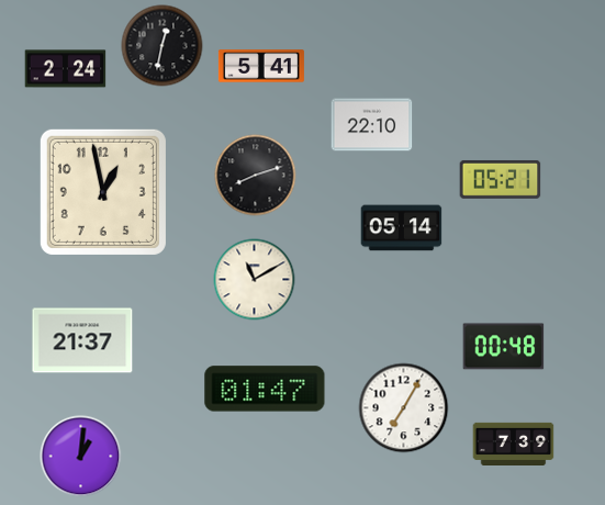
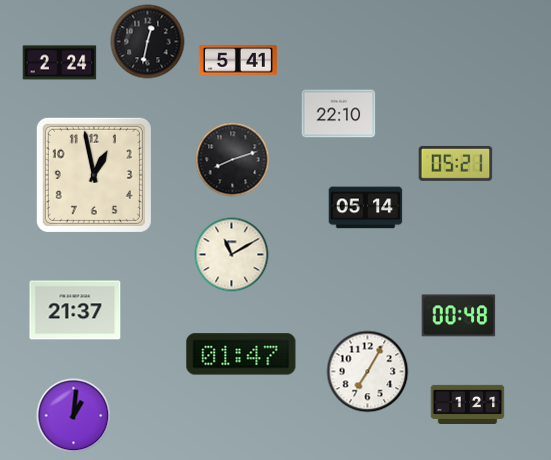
clock at (514, 444): 7:39 -> 1:21
